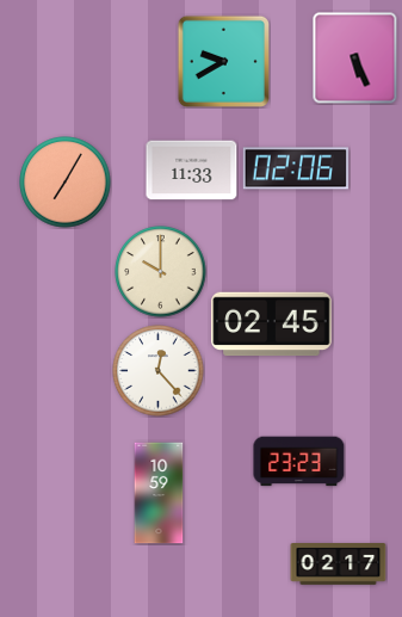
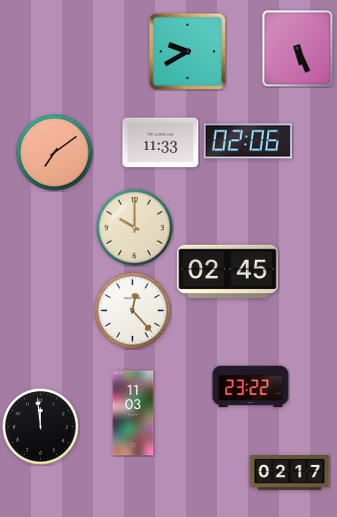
clock at (66, 183): 7:05 -> 7:09
clock at (299, 462): 23:23 -> 23:22
clock at (159, 493): 10:59 -> 11:03
clock at (41, 427): none -> 11:59
clock at (339, 564) position: (339, 564) -> (290, 473)
